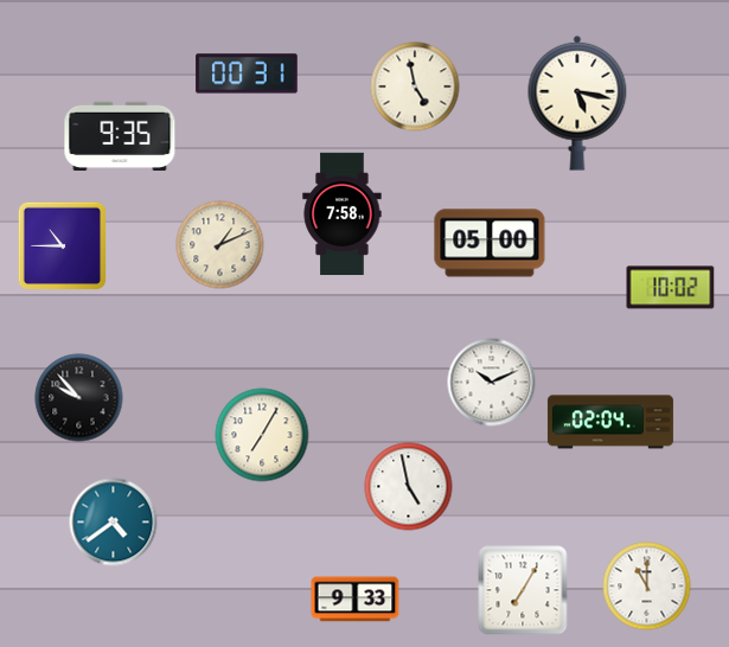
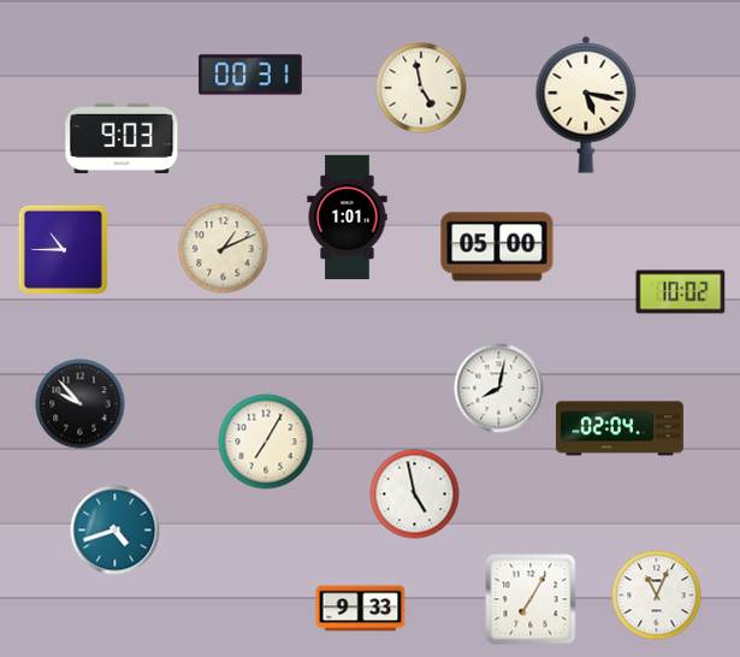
clock at (120, 136): 9:35 -> 9:03
clock at (343, 214): 7:58 -> 1:01
clock at (492, 383): 10:11 -> 8:02
clock at (114, 523): 4:39 -> 4:42
clock at (647, 587): 11:00 -> 11:04
